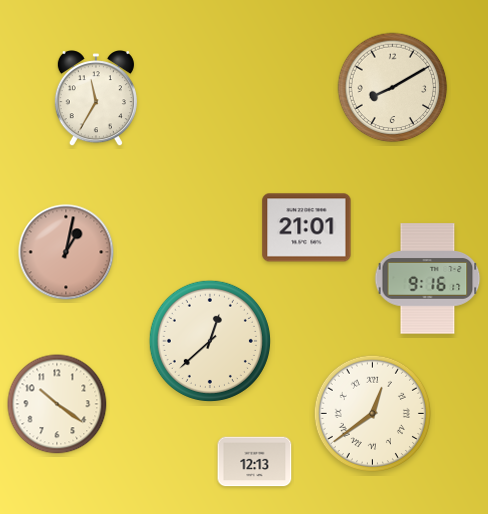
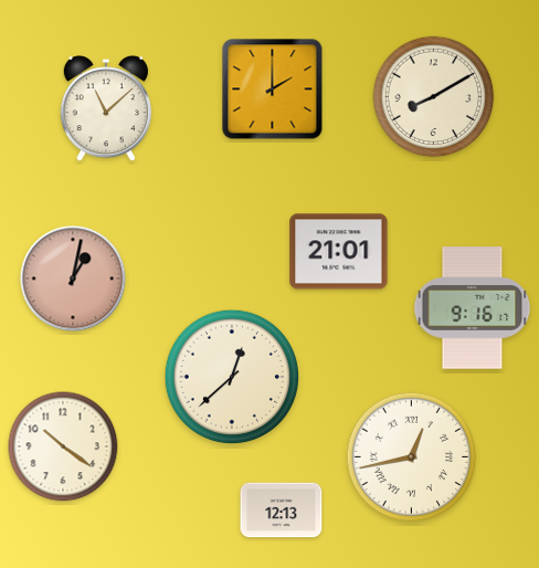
clock at (273, 90): none -> 2:00
clock at (96, 99): 11:35 -> 11:08
clock at (373, 414): 12:39 -> 12:43
